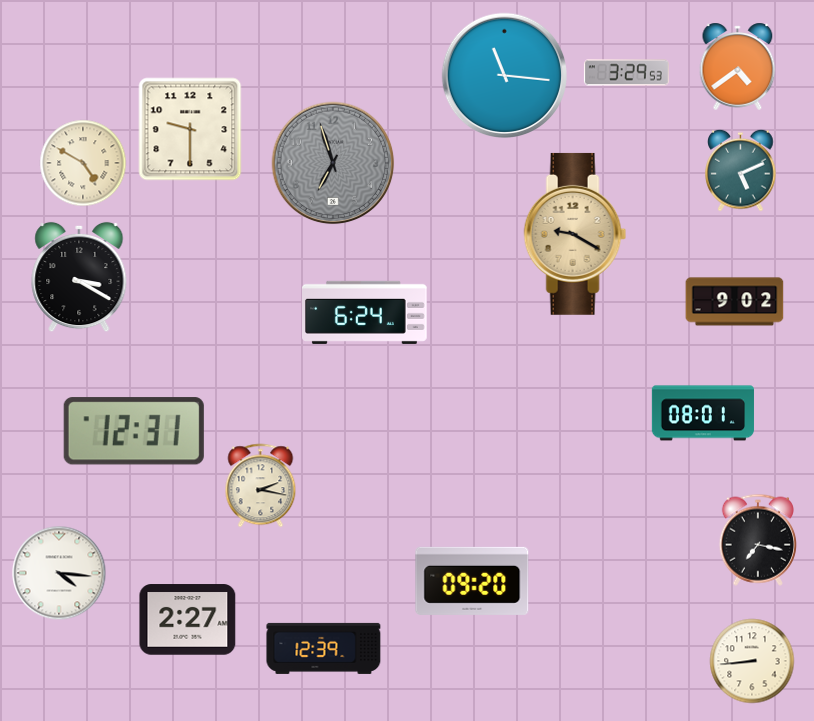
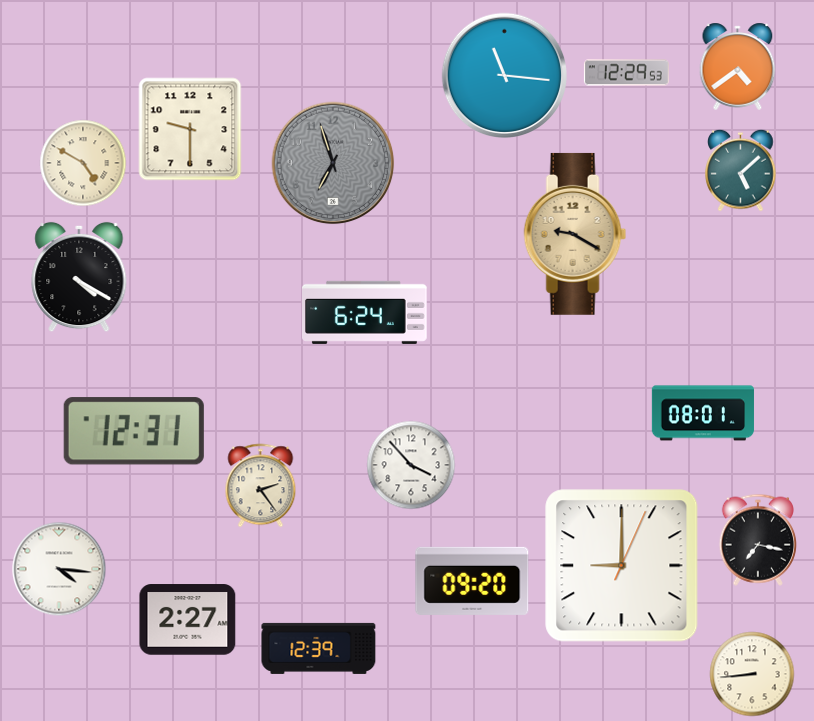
clock at (626, 73): 3:29 -> 12:29
clock at (741, 170): 5:11 -> 5:08
clock at (79, 277): 3:20 -> 4:20
clock at (735, 302): 9:02 -> none
clock at (411, 465): none -> 3:53
clock at (261, 486): 2:17 -> 2:24
clock at (622, 566): none -> 9:00
clock at (59, 573) position: (59, 573) -> (59, 569)
clock at (324, 648) position: (324, 648) -> (319, 648)
clock at (752, 661) position: (752, 661) -> (752, 674)
